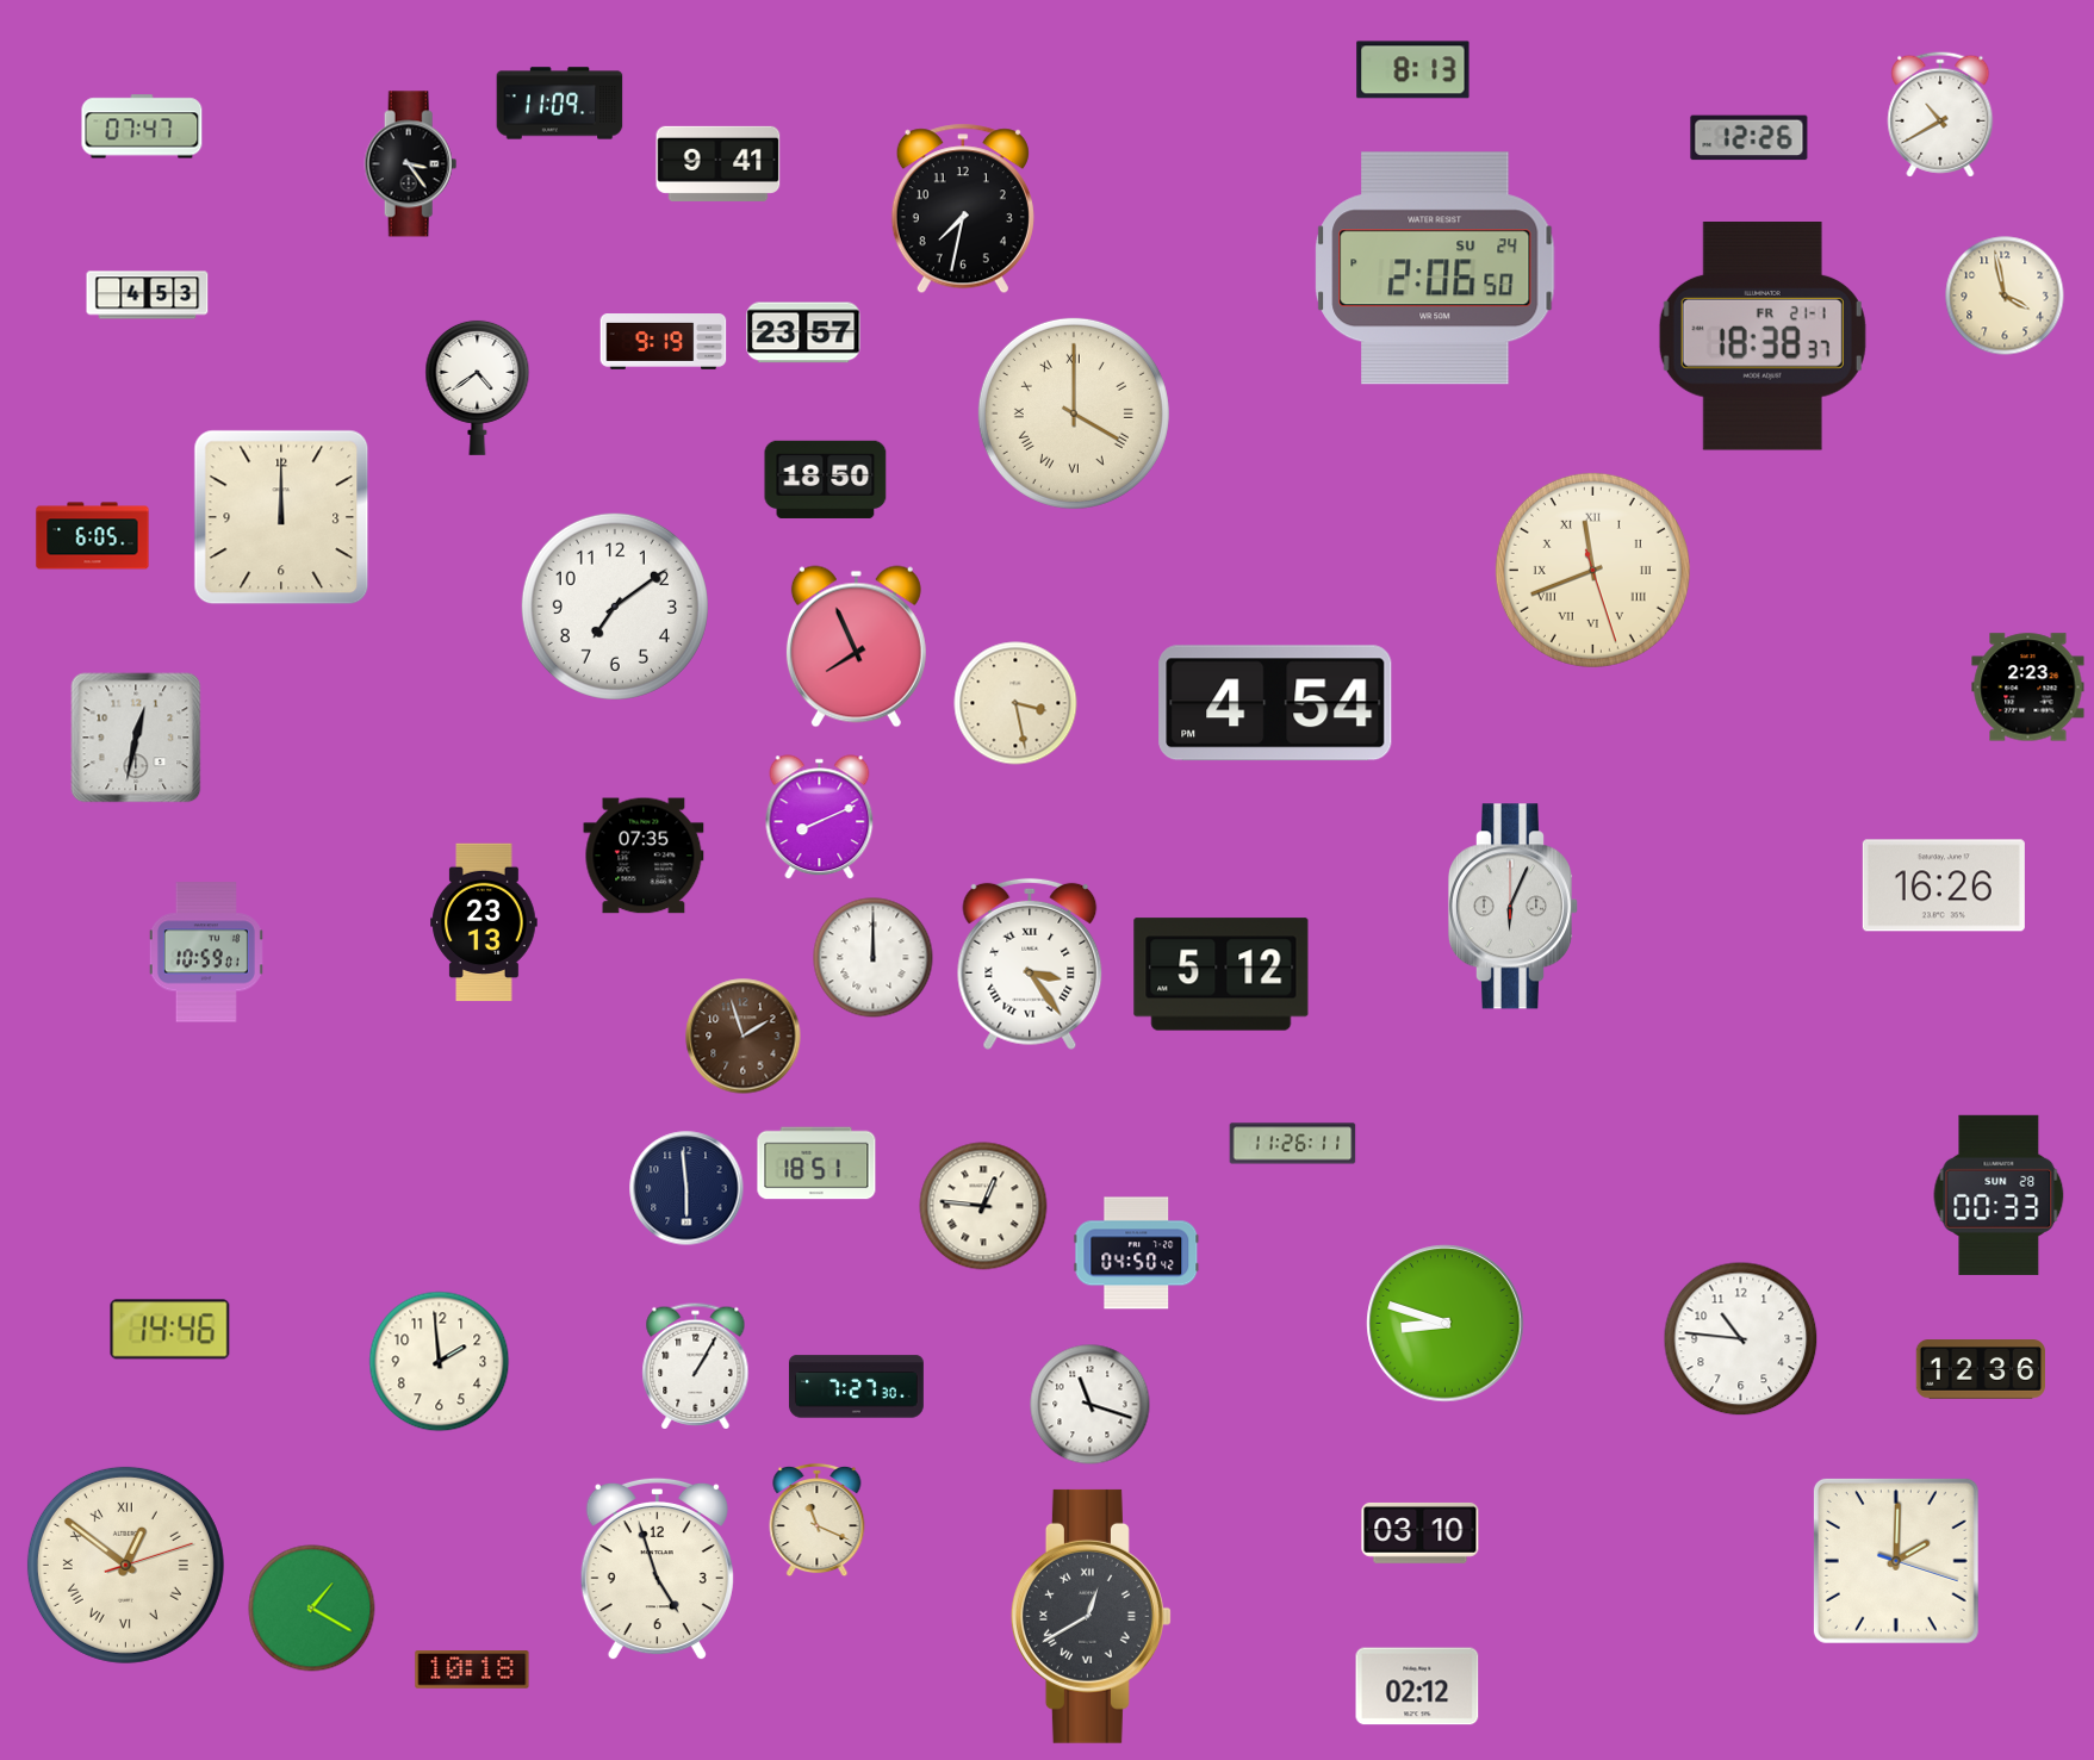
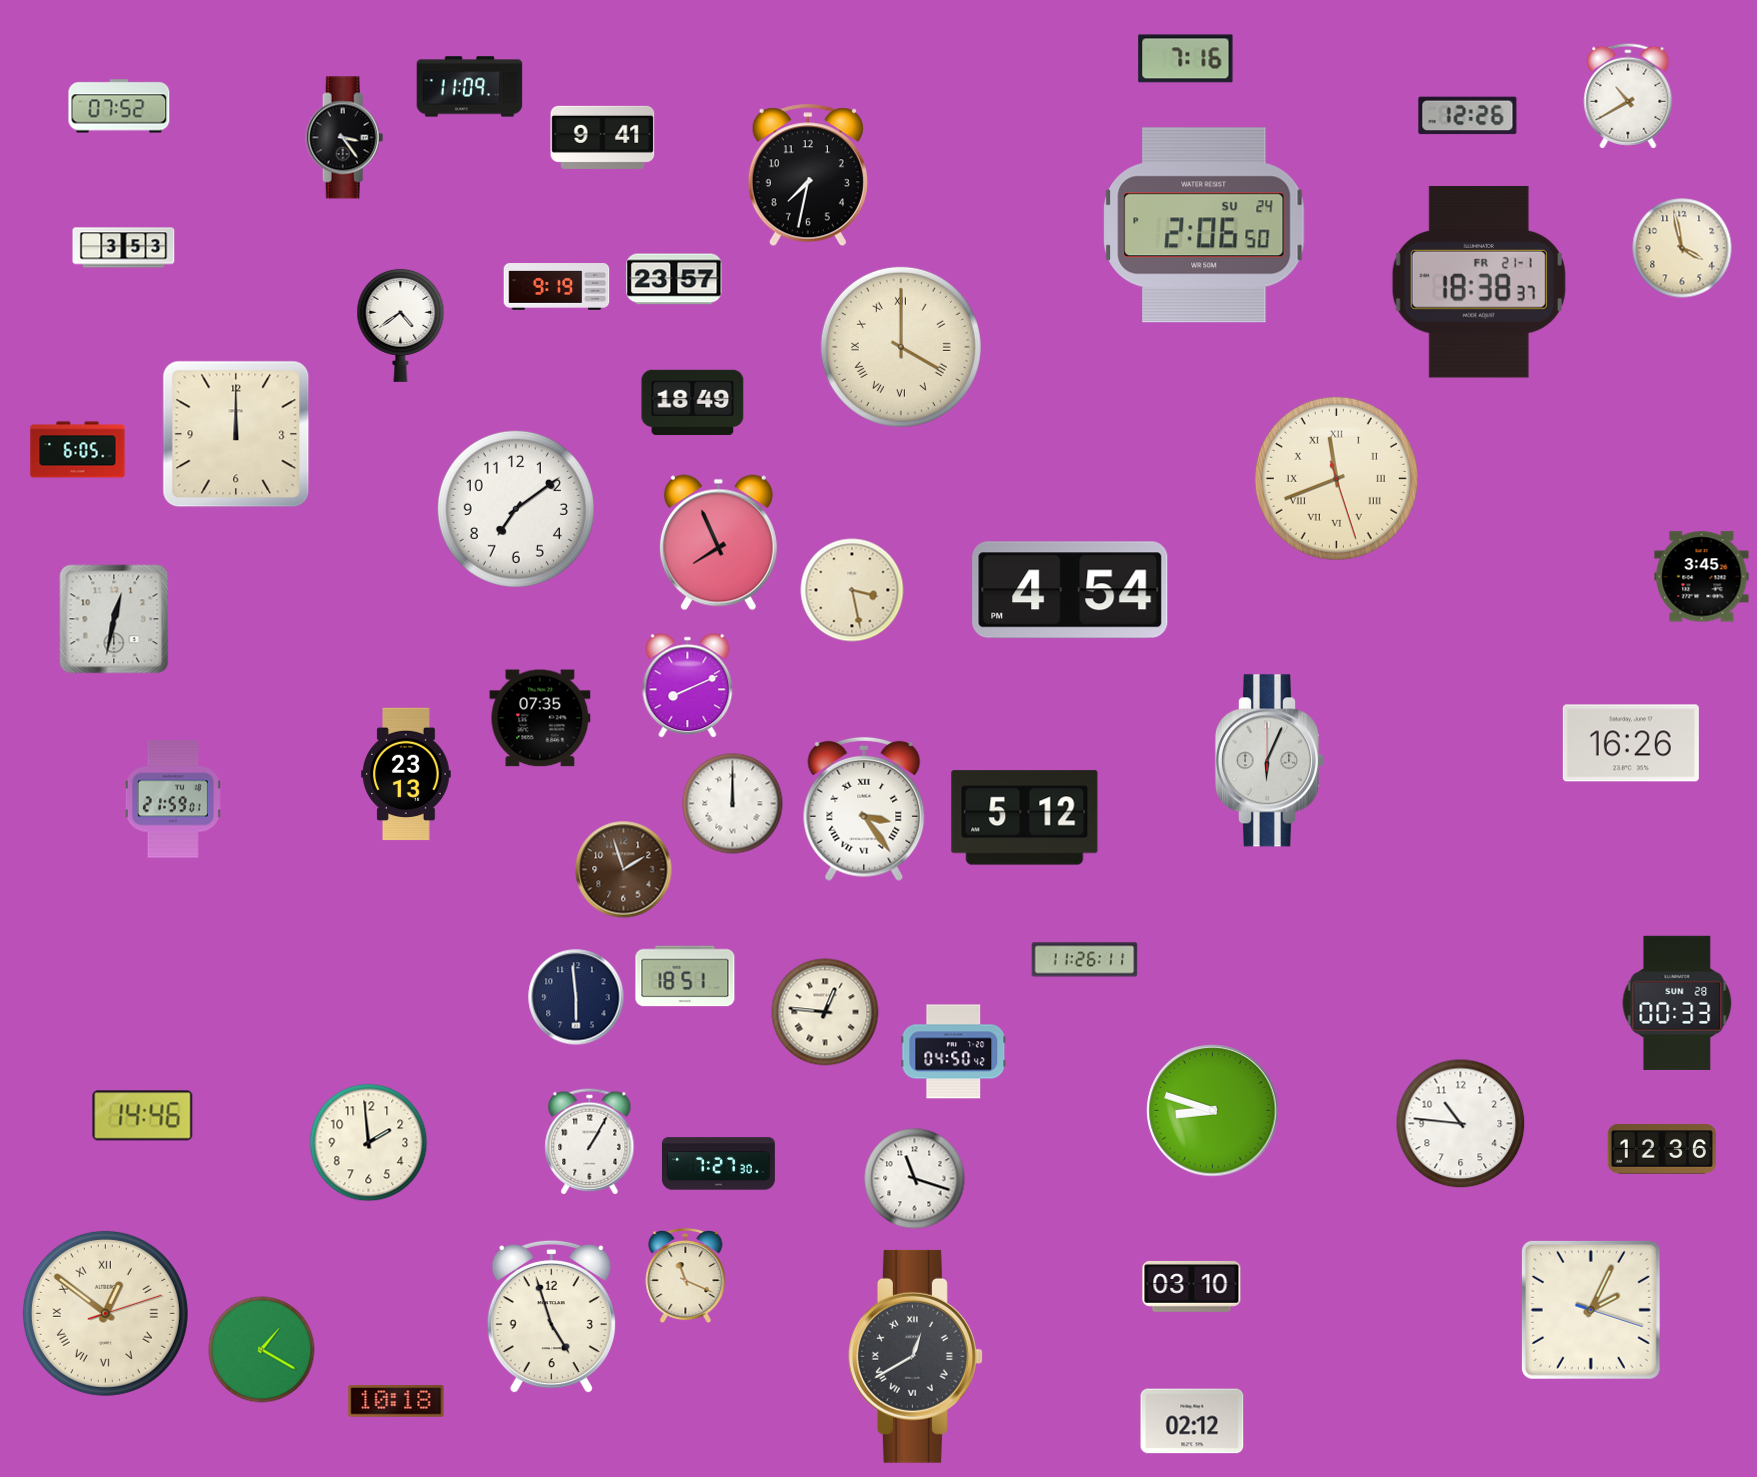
clock at (1413, 70): 8:13 -> 7:16
clock at (142, 126): 07:47 -> 07:52
clock at (148, 296): 4:53 -> 3:53
clock at (826, 479): 18:50 -> 18:49
clock at (2028, 688): 2:23 -> 3:45
clock at (206, 952): 10:59 -> 21:59
clock at (696, 1367) position: (696, 1367) -> (590, 1142)
clock at (1896, 1561): 2:00 -> 2:04
clock at (1417, 1686) position: (1417, 1686) -> (1192, 1421)
